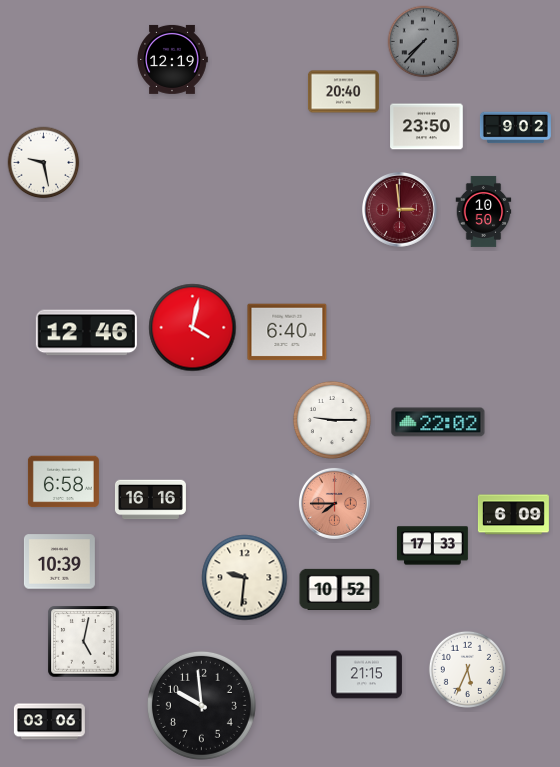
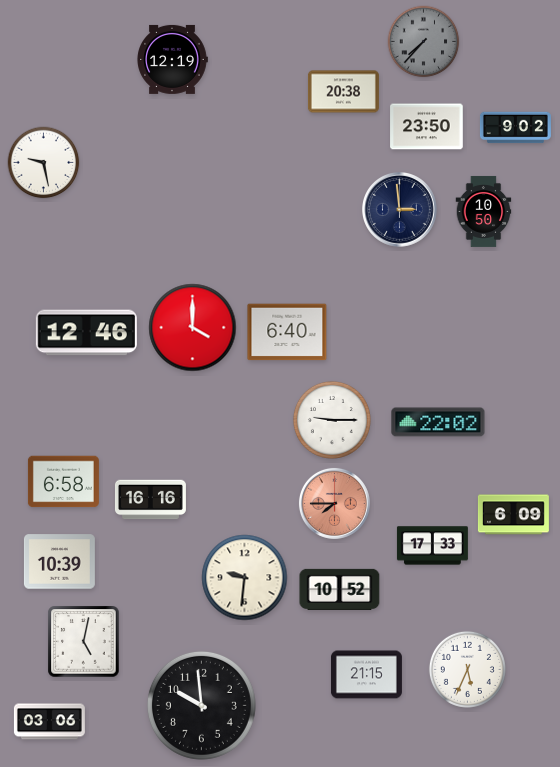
clock at (343, 92): 20:40 -> 20:38
clock at (400, 210) dial: burgundy -> navy
clock at (193, 328): 4:02 -> 4:00
